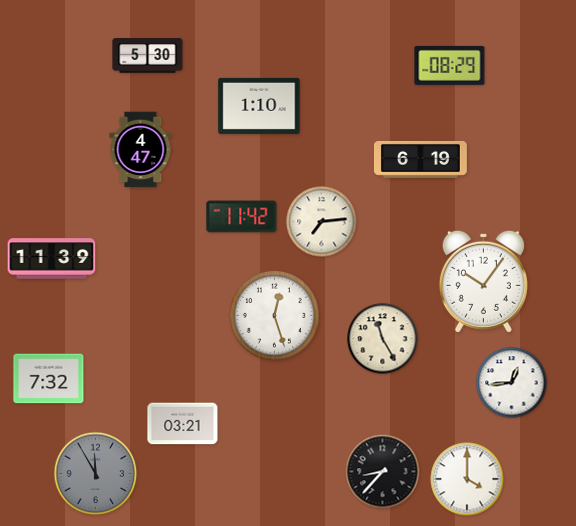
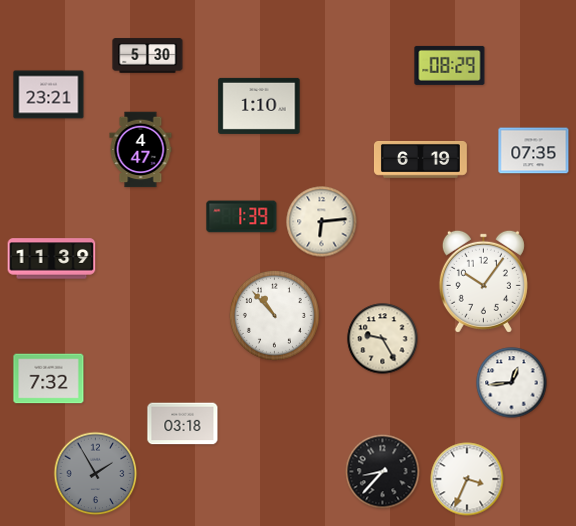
clock at (49, 95): none -> 23:21
clock at (534, 151): none -> 07:35
clock at (242, 217): 11:42 -> 1:39
clock at (322, 222): 7:14 -> 6:14
clock at (274, 315): 12:27 -> 10:53
clock at (383, 339): 11:25 -> 9:25
clock at (183, 424): 03:21 -> 03:18
clock at (96, 474): 11:55 -> 1:55
clock at (467, 479): 4:00 -> 3:34
